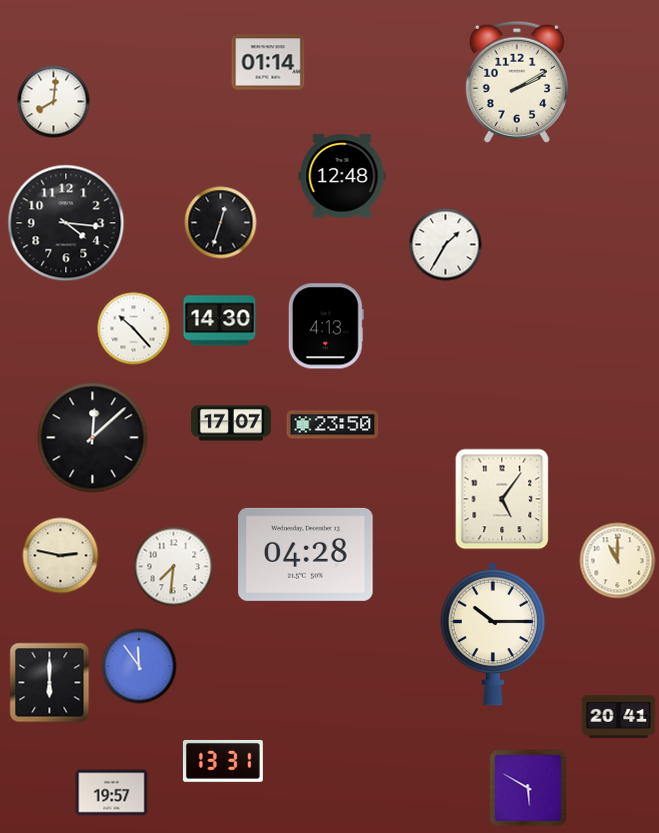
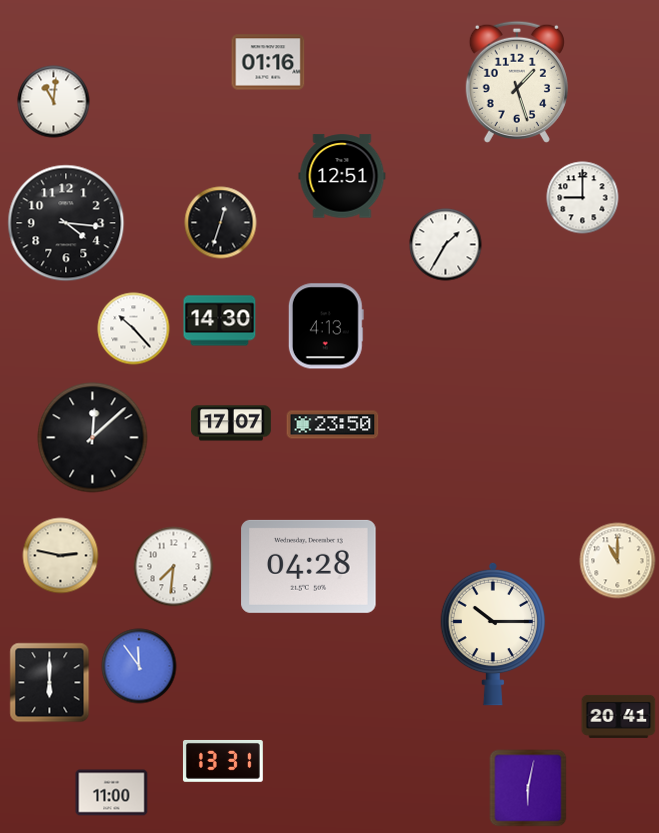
clock at (268, 62): 01:14 -> 01:16
clock at (517, 82): 2:10 -> 1:27
clock at (54, 102): 8:01 -> 11:01
clock at (342, 176): 12:48 -> 12:51
clock at (583, 198): none -> 9:00
clock at (502, 499): 5:06 -> none
clock at (306, 554) position: (306, 554) -> (309, 566)
clock at (528, 788): 5:50 -> 6:02
clock at (112, 793): 19:57 -> 11:00
